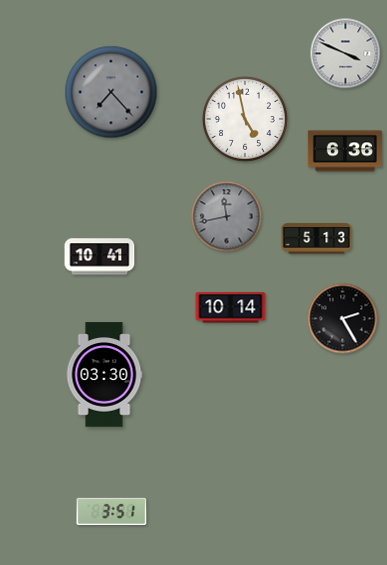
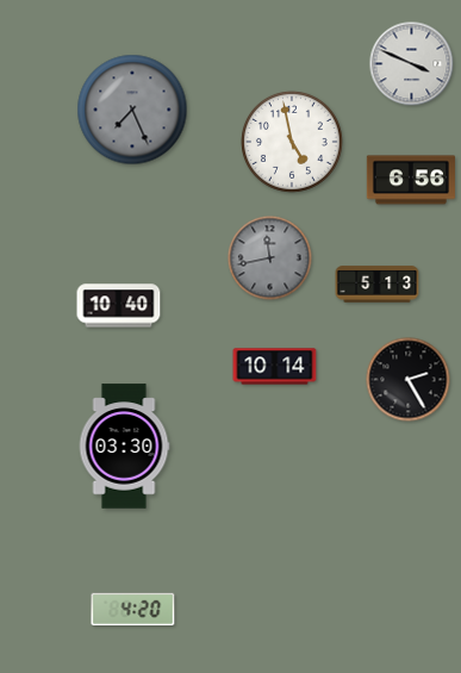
clock at (111, 92): 7:23 -> 7:26
clock at (345, 151): 6:36 -> 6:56
clock at (100, 257): 10:41 -> 10:40
clock at (112, 511): 3:51 -> 4:20
